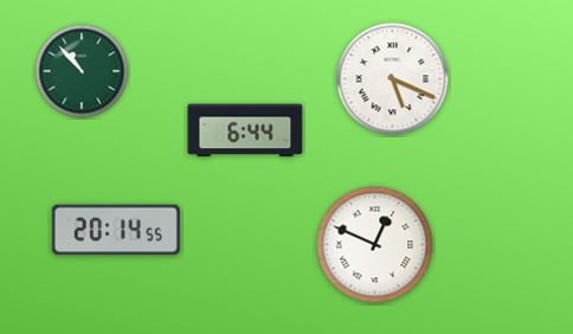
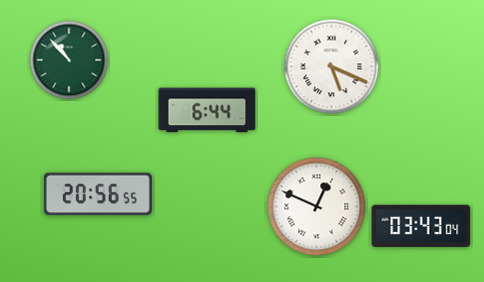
clock at (116, 230): 20:14 -> 20:56
clock at (421, 225): none -> 03:43
